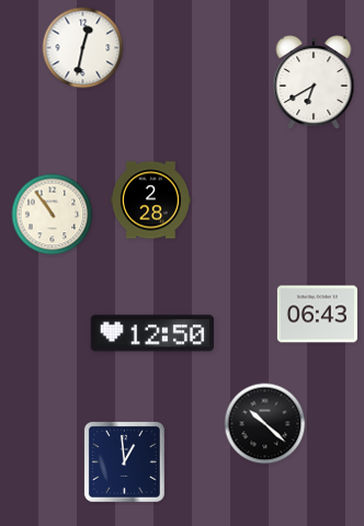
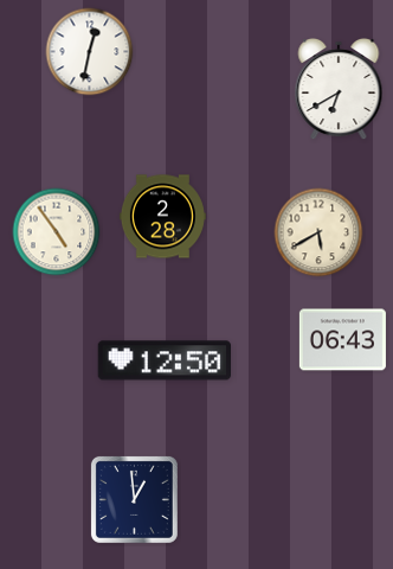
clock at (53, 215): 10:54 -> 4:54
clock at (318, 232): none -> 5:40
clock at (265, 424): 10:22 -> none
